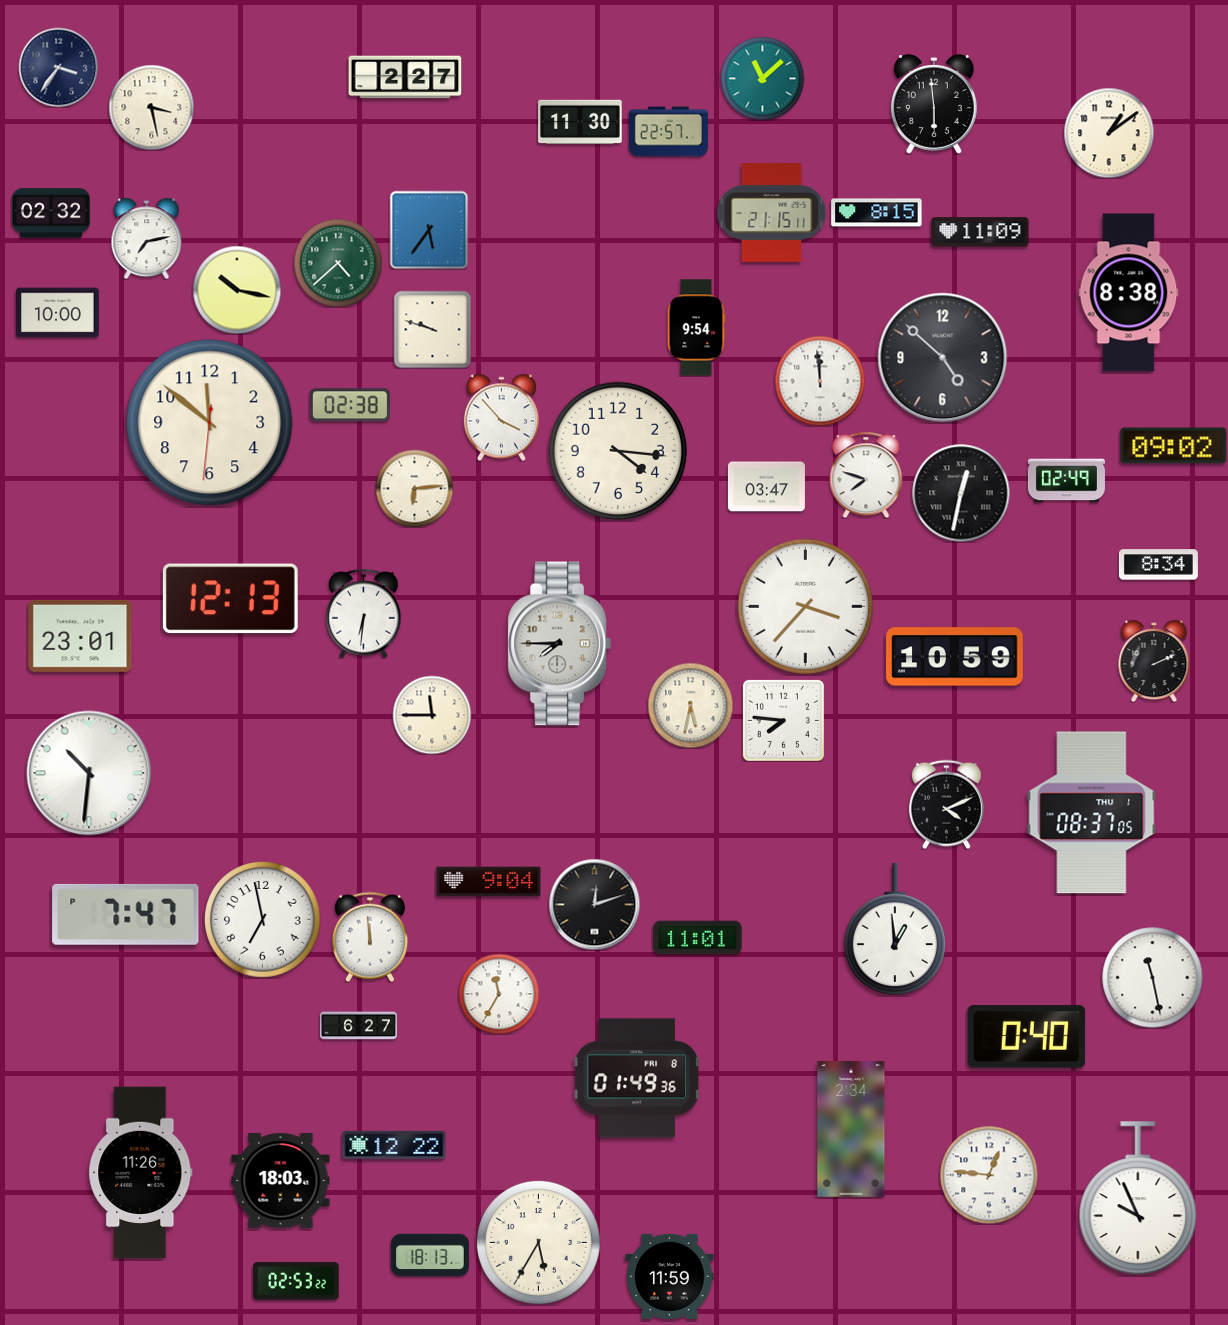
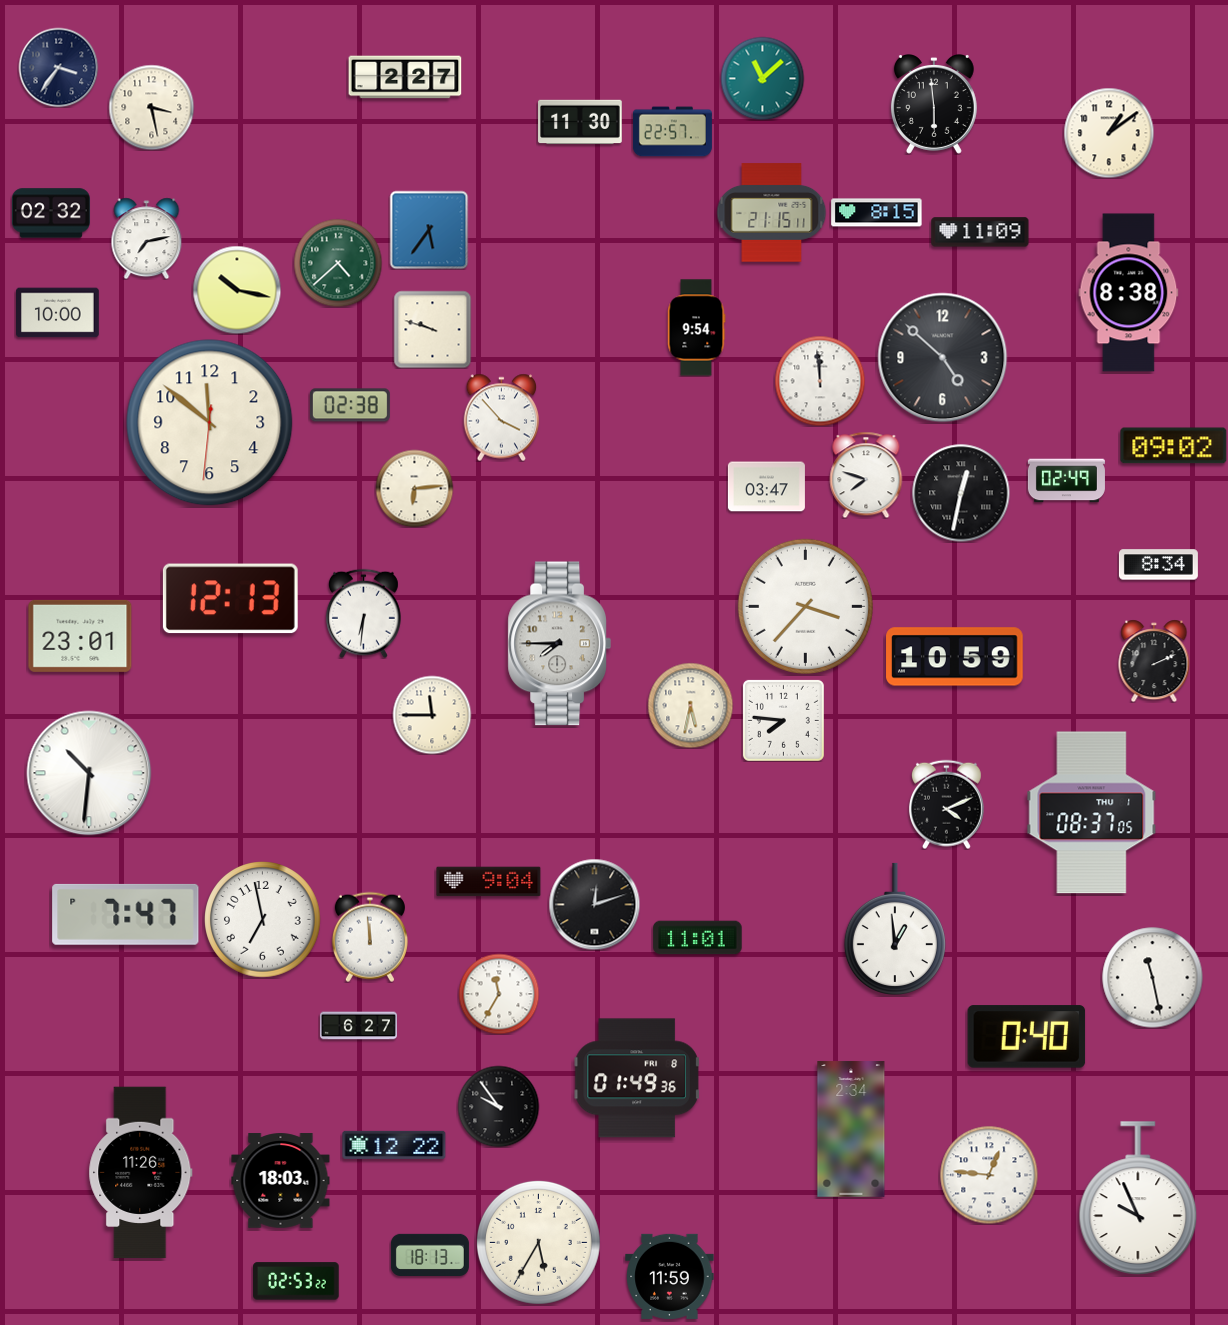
clock at (668, 132) position: (668, 132) -> (672, 132)
clock at (618, 451): 4:16 -> none
clock at (498, 1106): none -> 9:54
